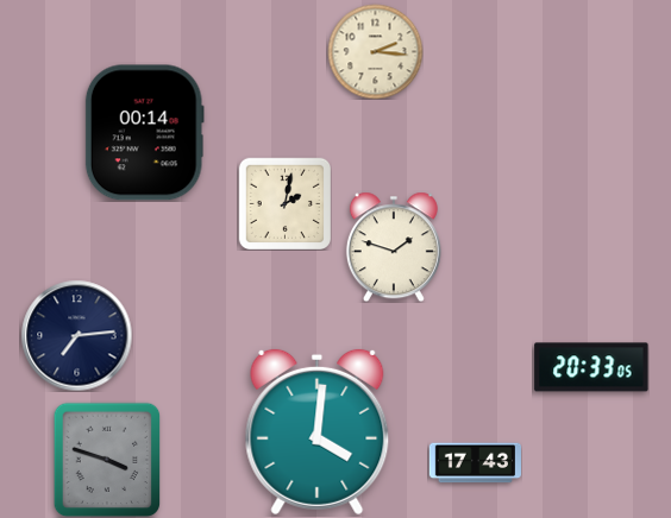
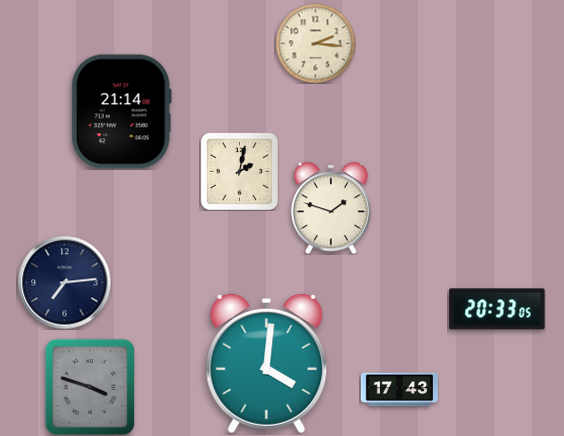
clock at (144, 133): 00:14 -> 21:14
